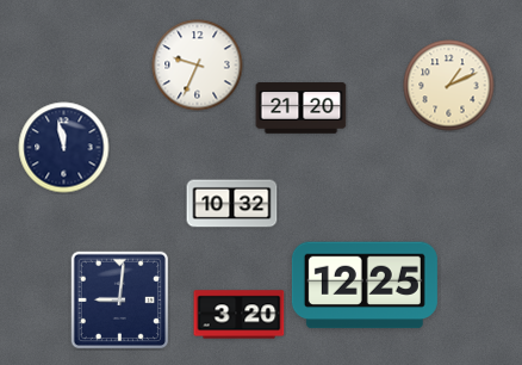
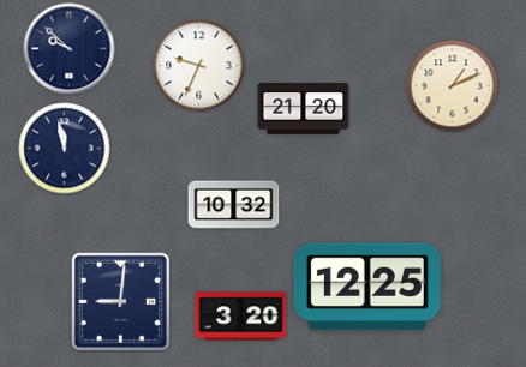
clock at (70, 49): none -> 9:52
